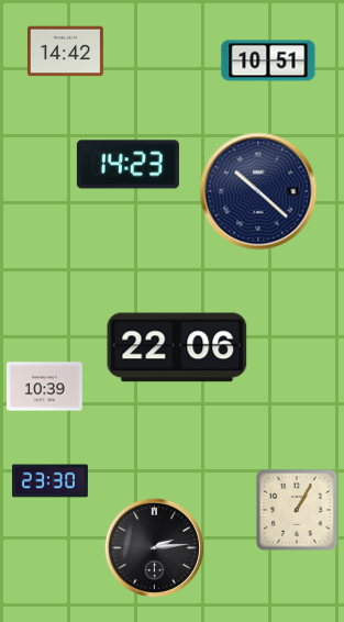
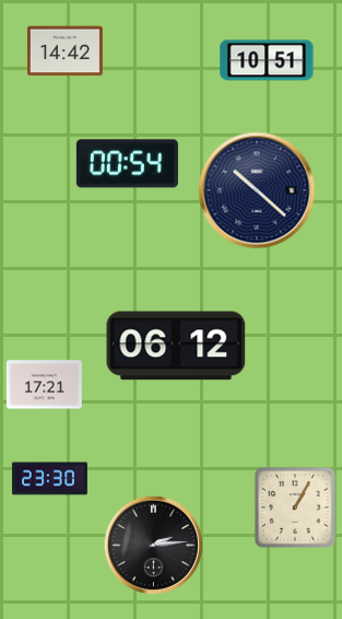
clock at (127, 165): 14:23 -> 00:54
clock at (177, 347): 22:06 -> 06:12
clock at (44, 387): 10:39 -> 17:21
